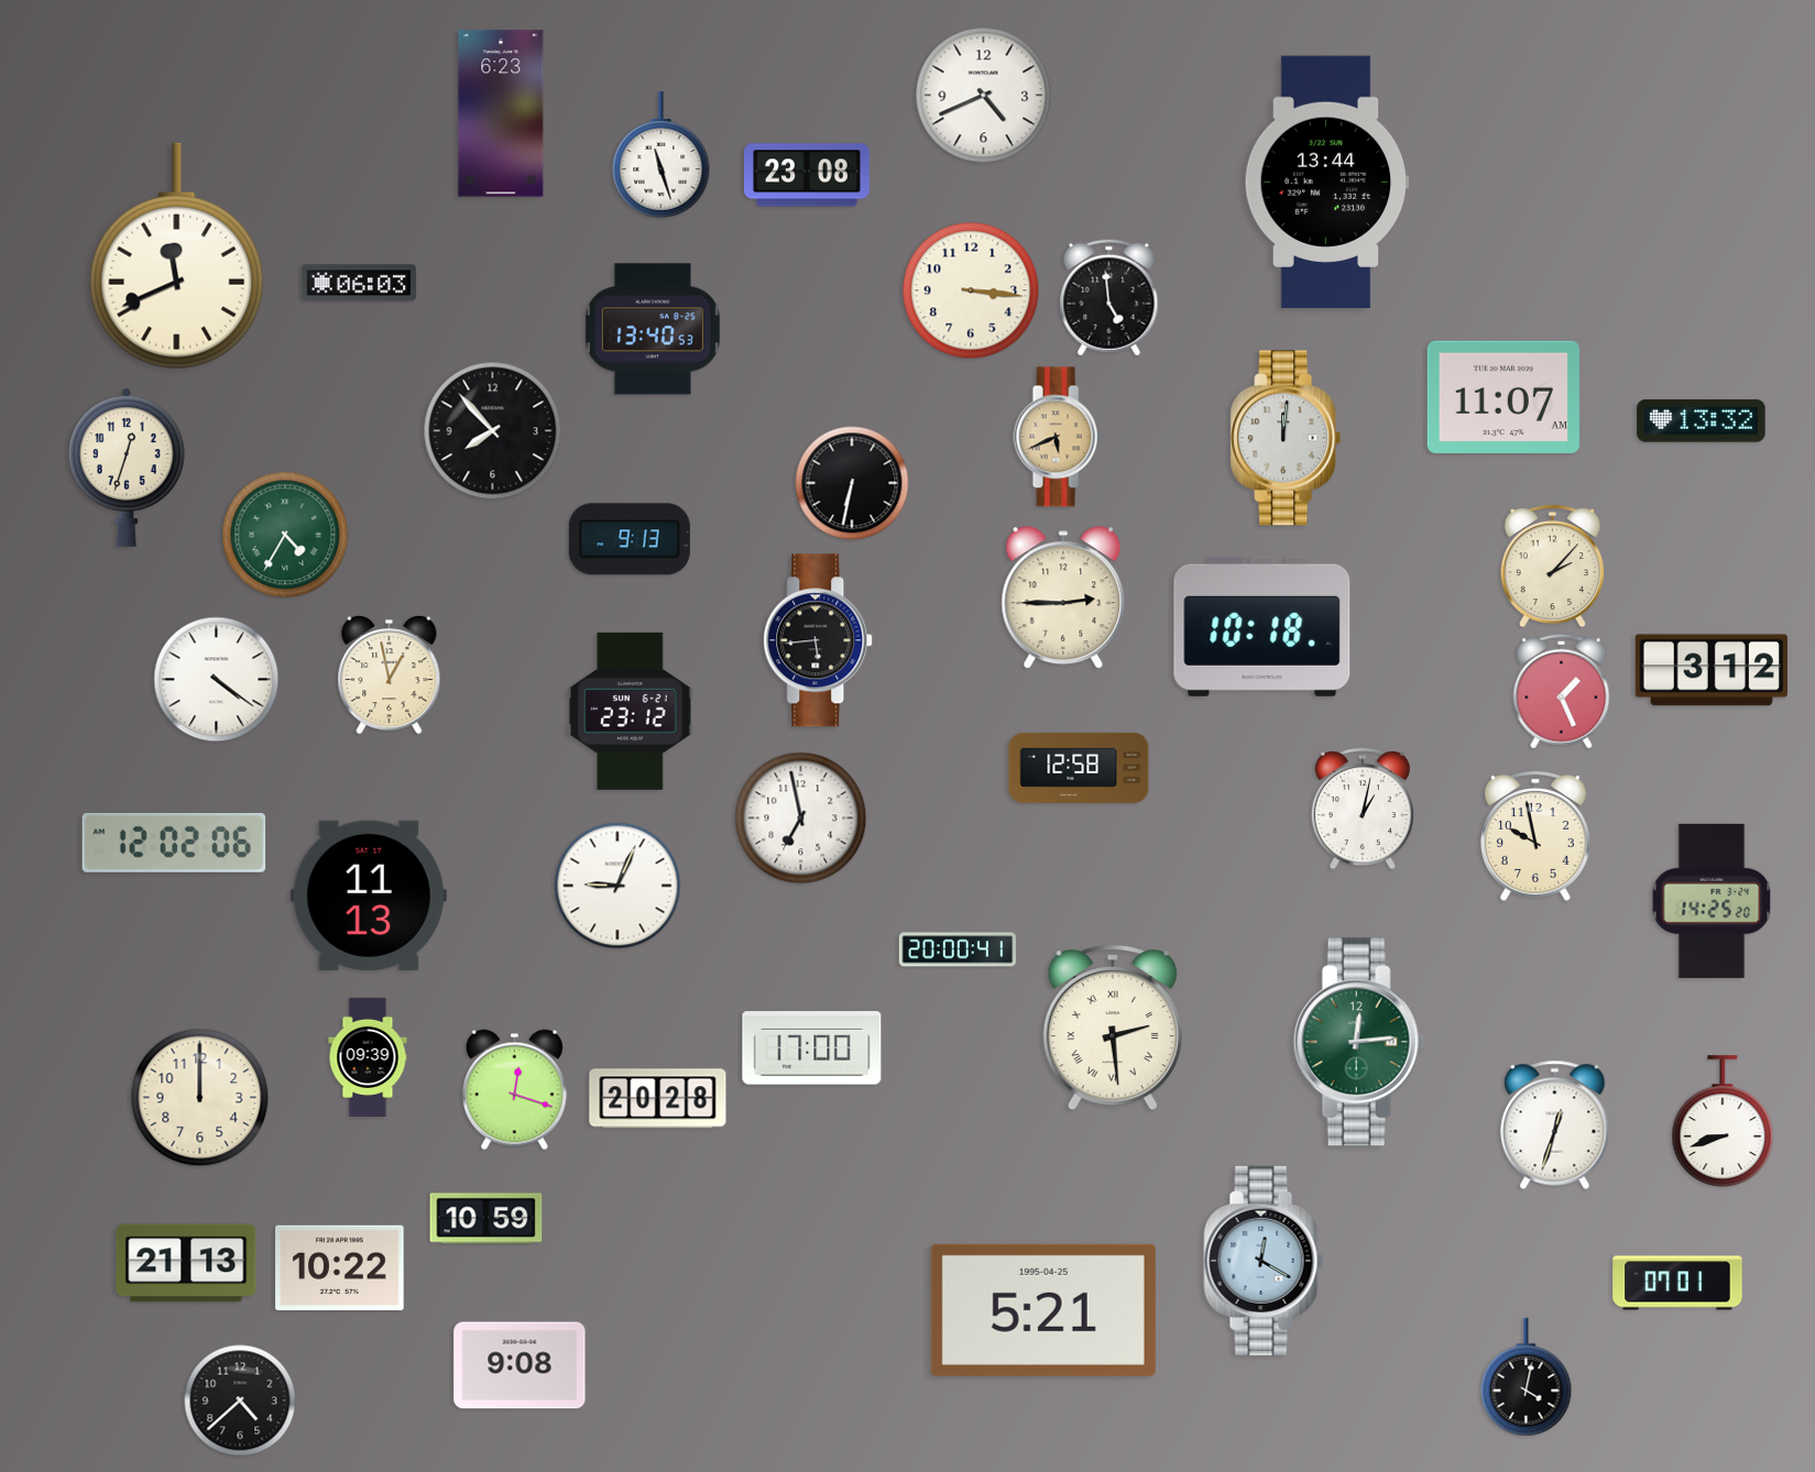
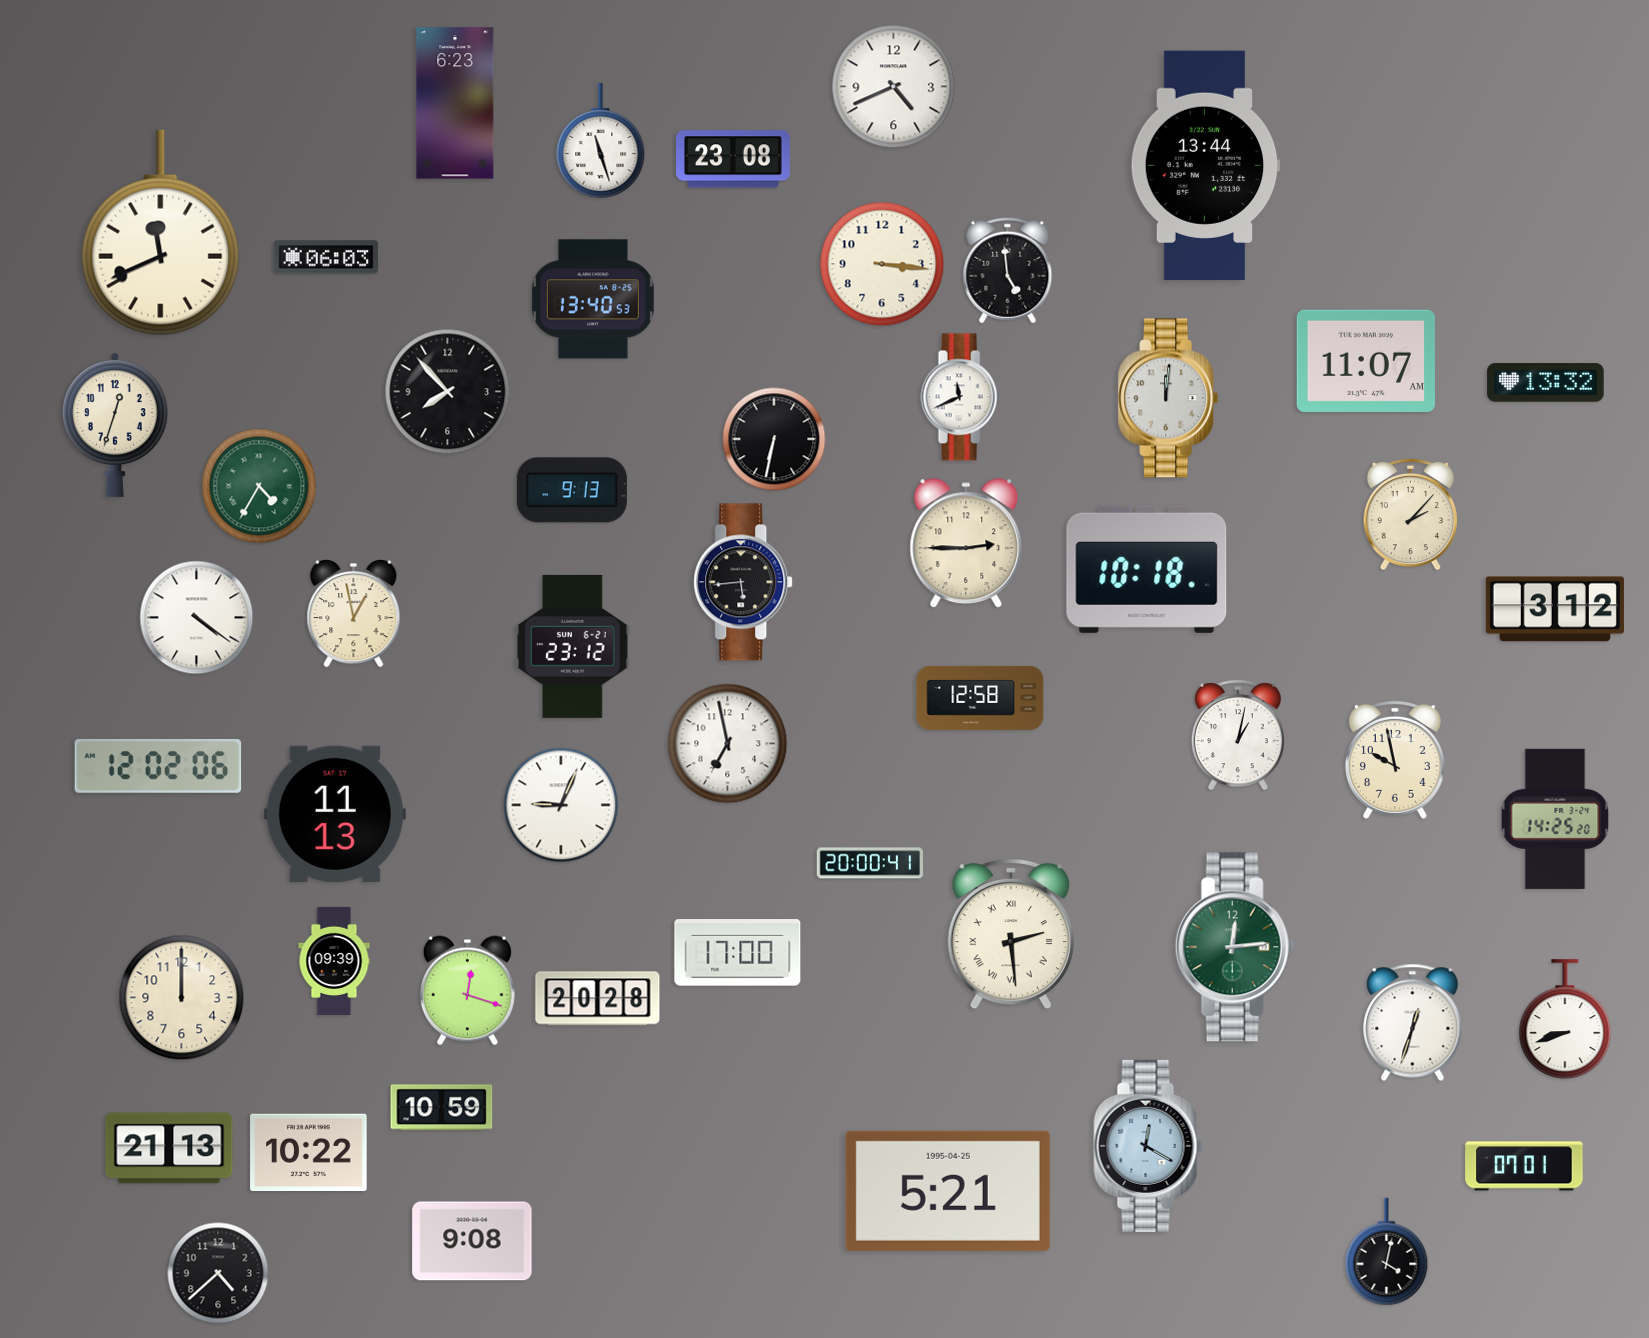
clock at (1058, 437): 5:41 -> 11:41
clock at (1058, 437) dial: champagne -> white
clock at (1562, 691): 1:26 -> none
